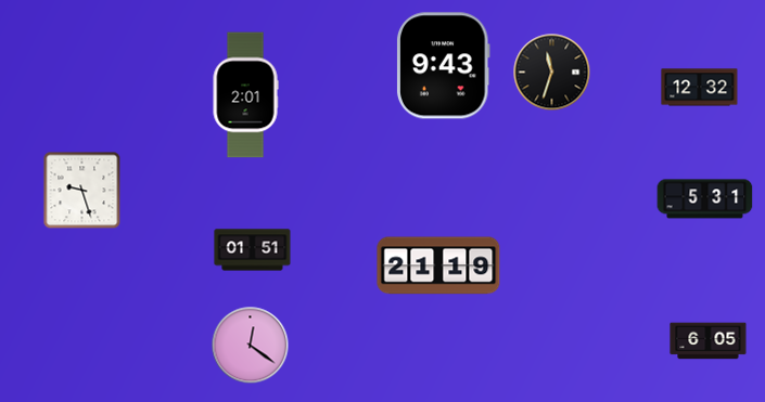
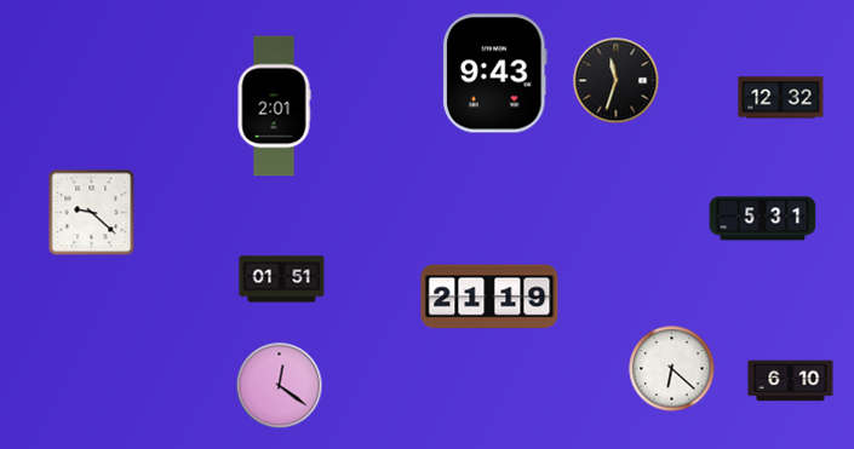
clock at (82, 191): 9:27 -> 9:22
clock at (705, 199) position: (705, 199) -> (763, 219)
clock at (672, 369): none -> 6:22
clock at (709, 341): 6:05 -> 6:10
